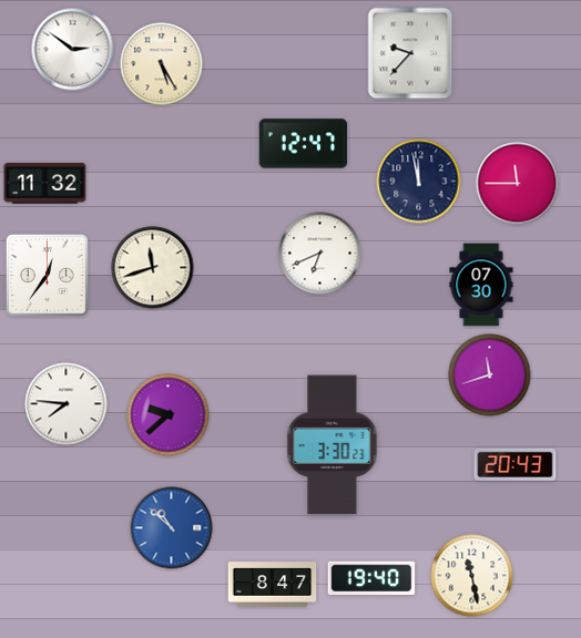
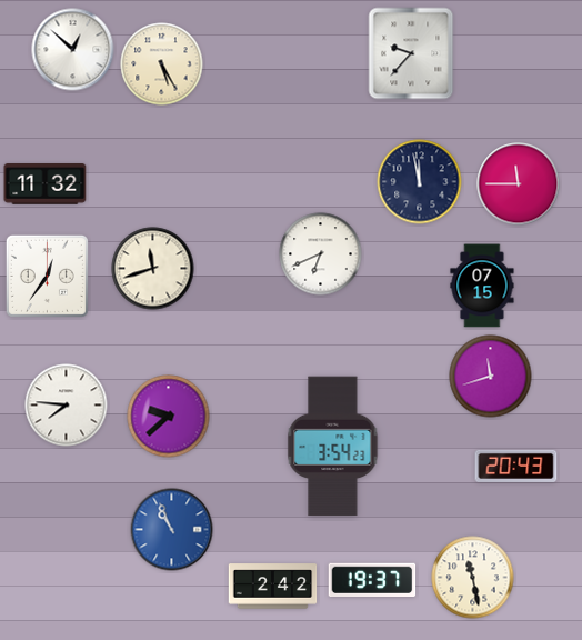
clock at (73, 50): 2:51 -> 12:52
clock at (304, 144): 12:47 -> none
clock at (481, 285): 07:30 -> 07:15
clock at (333, 445): 3:30 -> 3:54
clock at (172, 528): 10:52 -> 10:56
clock at (371, 578): 19:40 -> 19:37
clock at (273, 585): 8:47 -> 2:42
